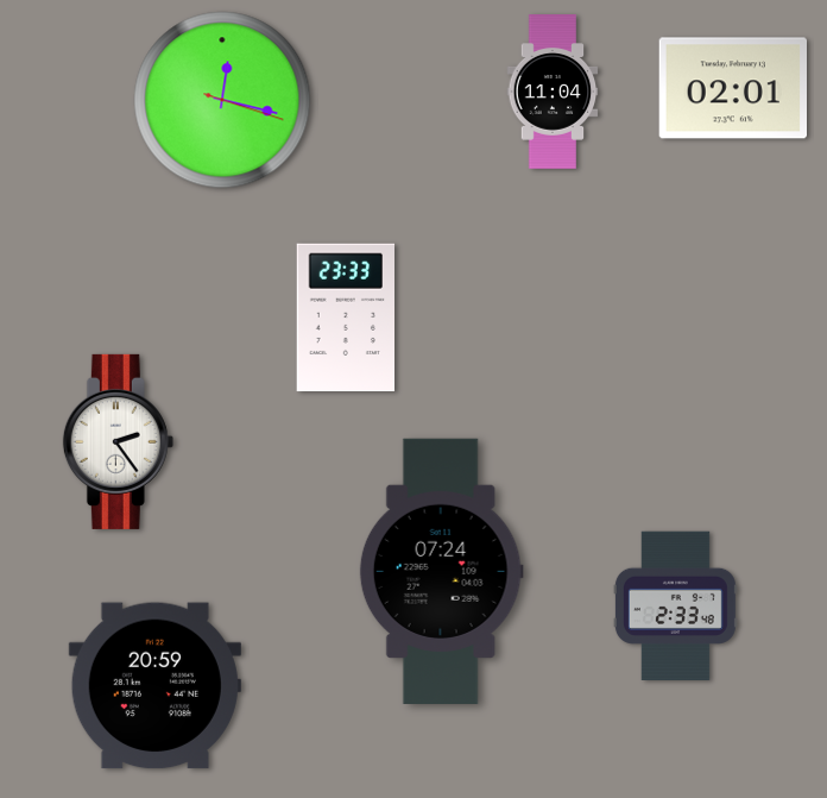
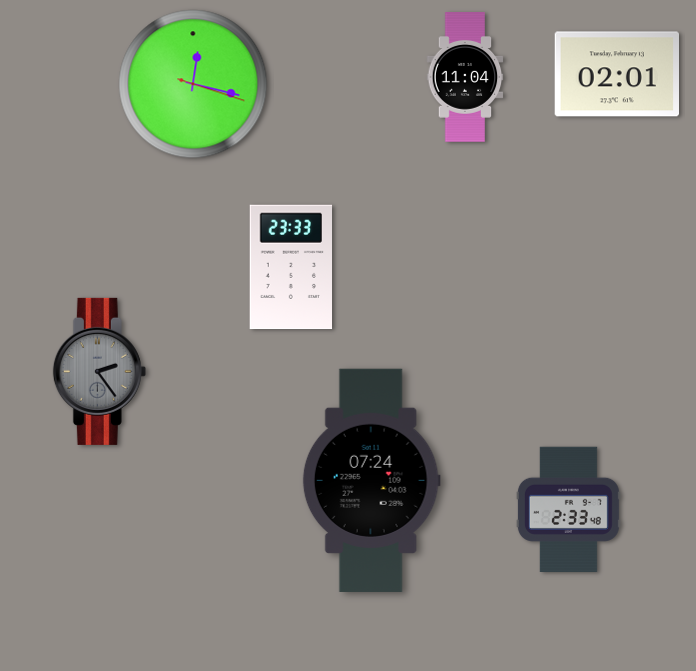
clock at (222, 100) position: (222, 100) -> (193, 84)
clock at (118, 441) dial: white -> grey
clock at (154, 686): 20:59 -> none
